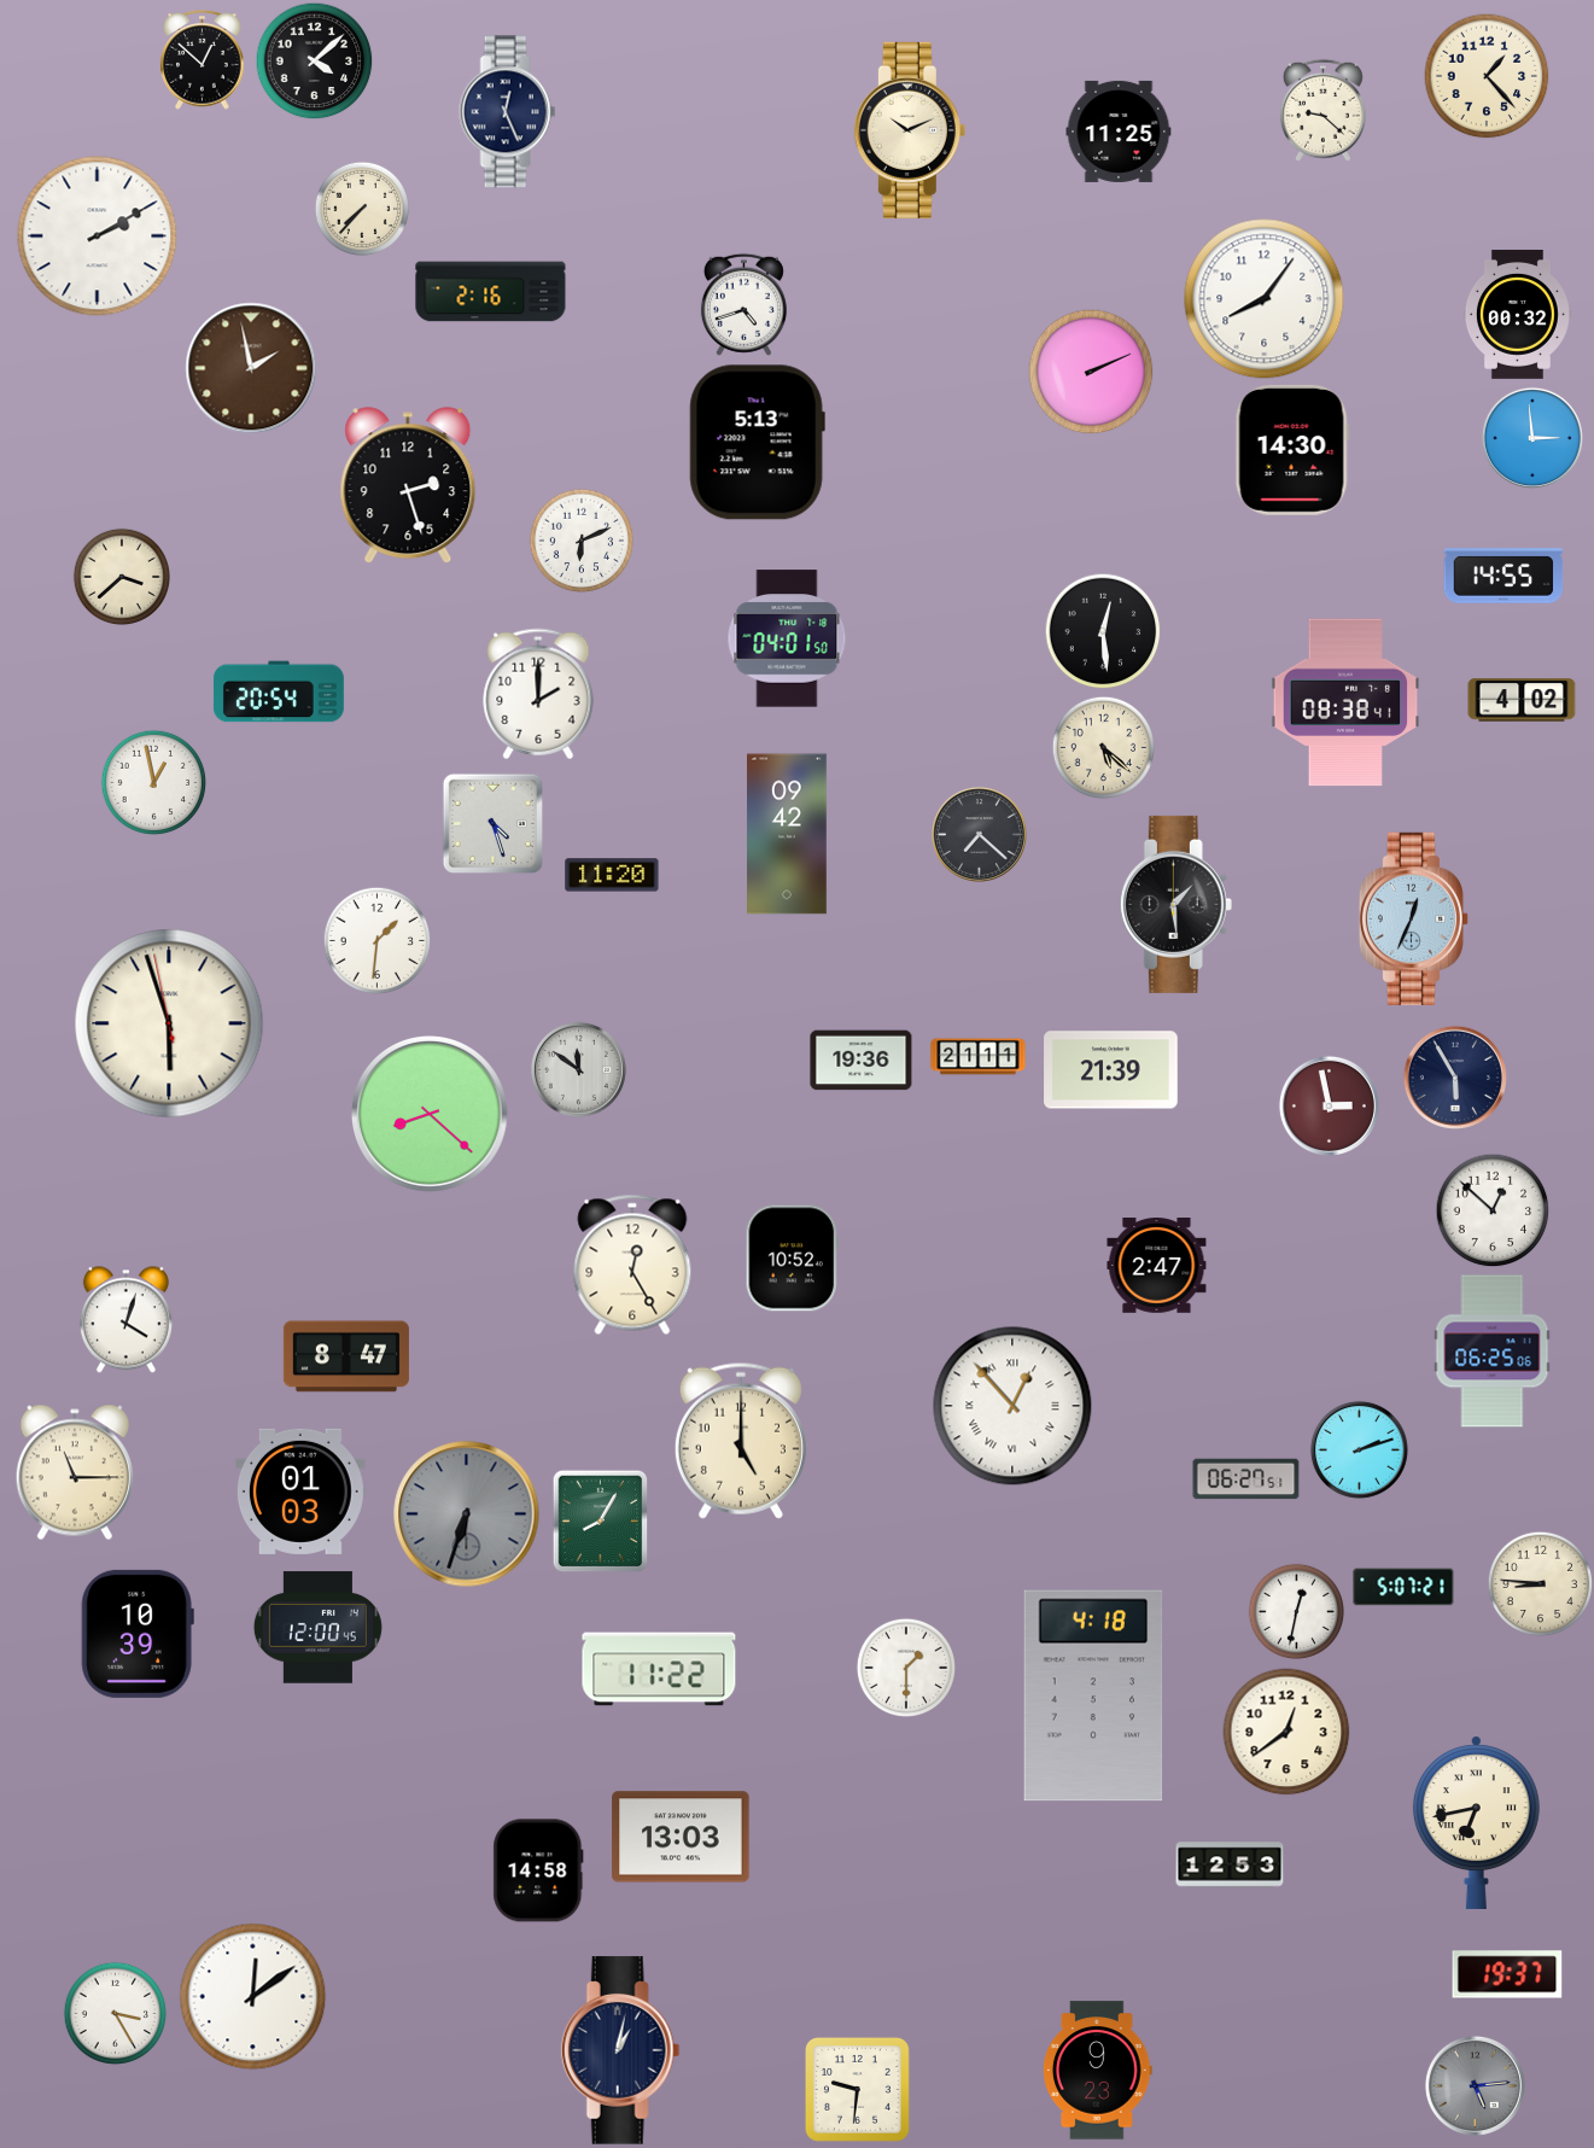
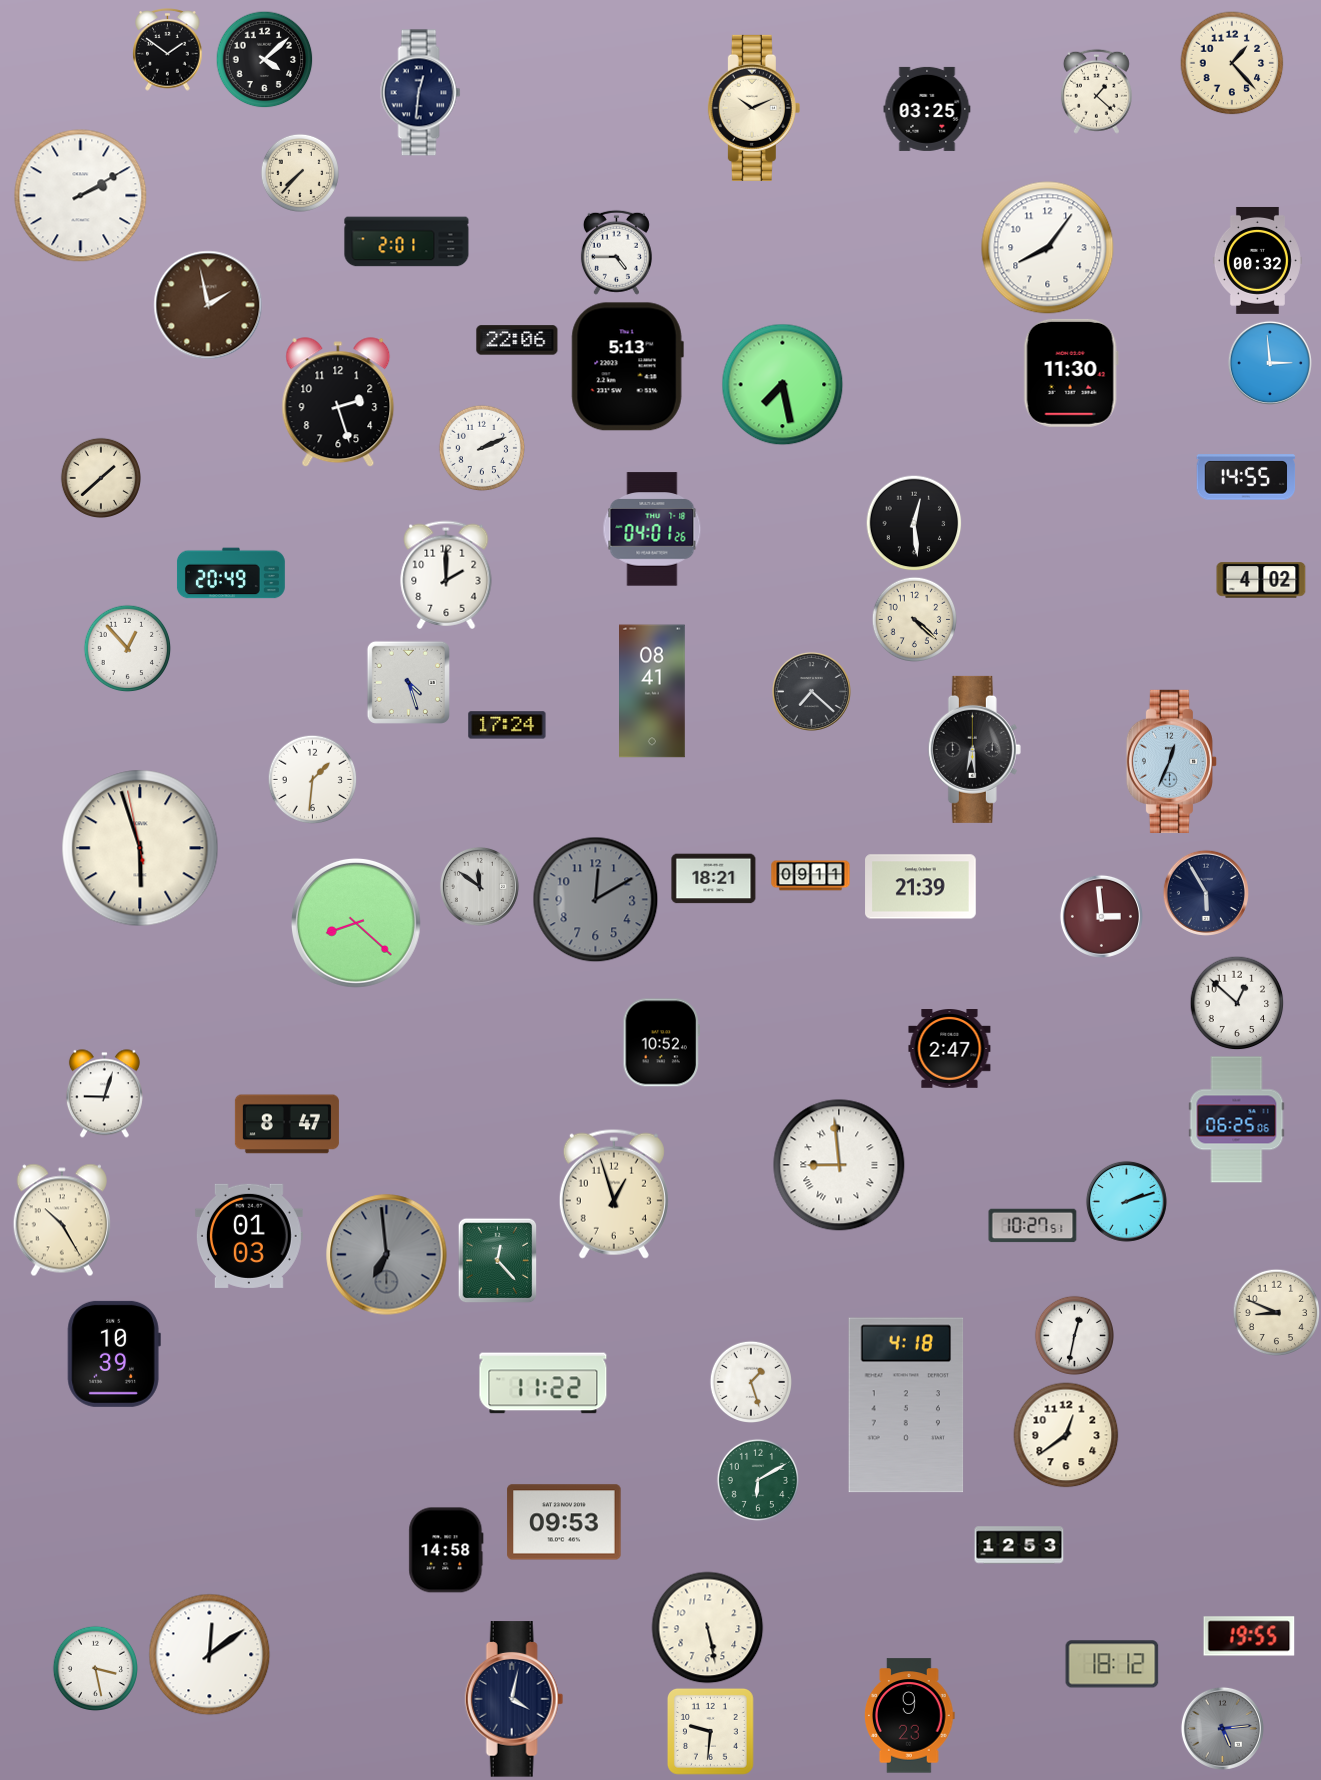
clock at (203, 60): 12:52 -> 1:51
clock at (314, 60) position: (314, 60) -> (264, 59)
clock at (1323, 110): 9:22 -> 1:22
clock at (508, 112): 12:26 -> 12:31
clock at (1119, 132): 11:25 -> 03:25
clock at (491, 292): 2:16 -> 2:01
clock at (743, 304): 4:42 -> 4:45
clock at (1091, 372): 2:11 -> none
clock at (517, 340): none -> 22:06
clock at (1292, 450): 14:30 -> 11:30
clock at (783, 385): none -> 7:28
clock at (582, 541): 6:11 -> 2:11
clock at (121, 576): 3:38 -> 1:38
clock at (787, 638): 04:01:50 -> 04:01:26
clock at (279, 691): 20:54 -> 20:49
clock at (1345, 702): 08:38 -> none
clock at (1103, 747): 5:22 -> 4:22
clock at (153, 782): 12:58 -> 12:53
clock at (788, 834): 09:42 -> 08:41
clock at (612, 875): 11:20 -> 17:24
clock at (1175, 904): 1:29 -> 6:29
clock at (979, 1057): 21:11 -> 09:11
clock at (862, 1061): 19:36 -> 18:21
clock at (596, 900): none -> 12:10
clock at (1329, 1105): 2:58 -> 2:59
clock at (792, 1259) position: (792, 1259) -> (661, 1043)
clock at (632, 1265): 12:25 -> none
clock at (1157, 1266) position: (1157, 1266) -> (950, 1049)
clock at (125, 1320): 4:03 -> 9:03
clock at (1012, 1406): 12:53 -> 8:59
clock at (741, 1441): 5:00 -> 12:57
clock at (75, 1472): 11:15 -> 10:25
clock at (1246, 1479): 06:27 -> 10:27
clock at (467, 1514): 6:33 -> 6:59
clock at (601, 1520): 8:05 -> 12:23
clock at (1540, 1583): 8:46 -> 8:49
clock at (1403, 1587): 5:07 -> none
clock at (317, 1628): 12:00 -> none
clock at (905, 1667): 1:30 -> 1:27
clock at (659, 1669) position: (659, 1669) -> (543, 1383)
clock at (757, 1479): none -> 6:10
clock at (1476, 1822): 6:43 -> none
clock at (681, 1837): 13:03 -> 09:53
clock at (708, 1628): none -> 5:28
clock at (1507, 1974): 19:37 -> 19:55
clock at (1112, 1664): none -> 18:12
clock at (115, 2013): 3:25 -> 3:28
clock at (620, 2050): 1:02 -> 4:02
